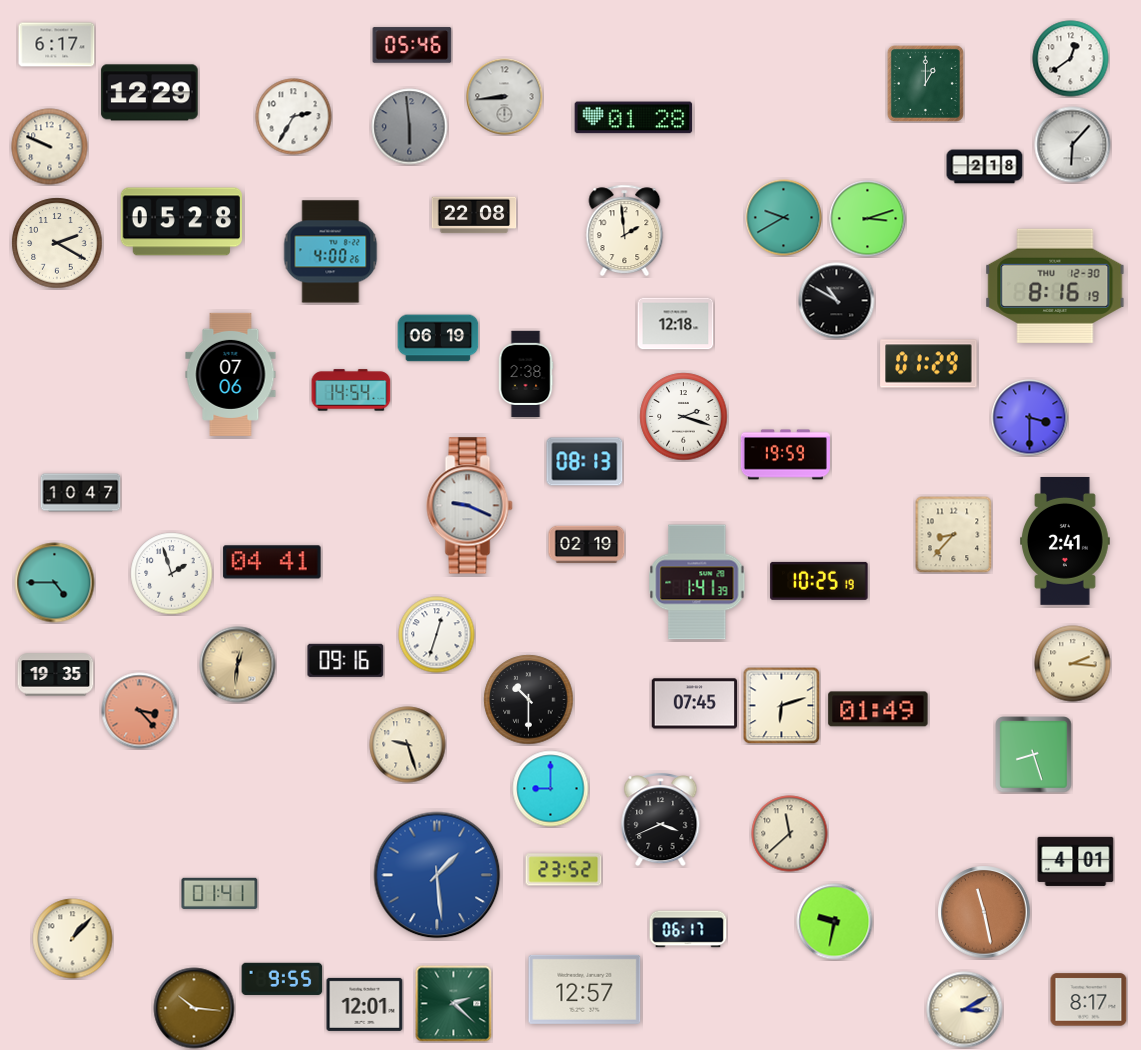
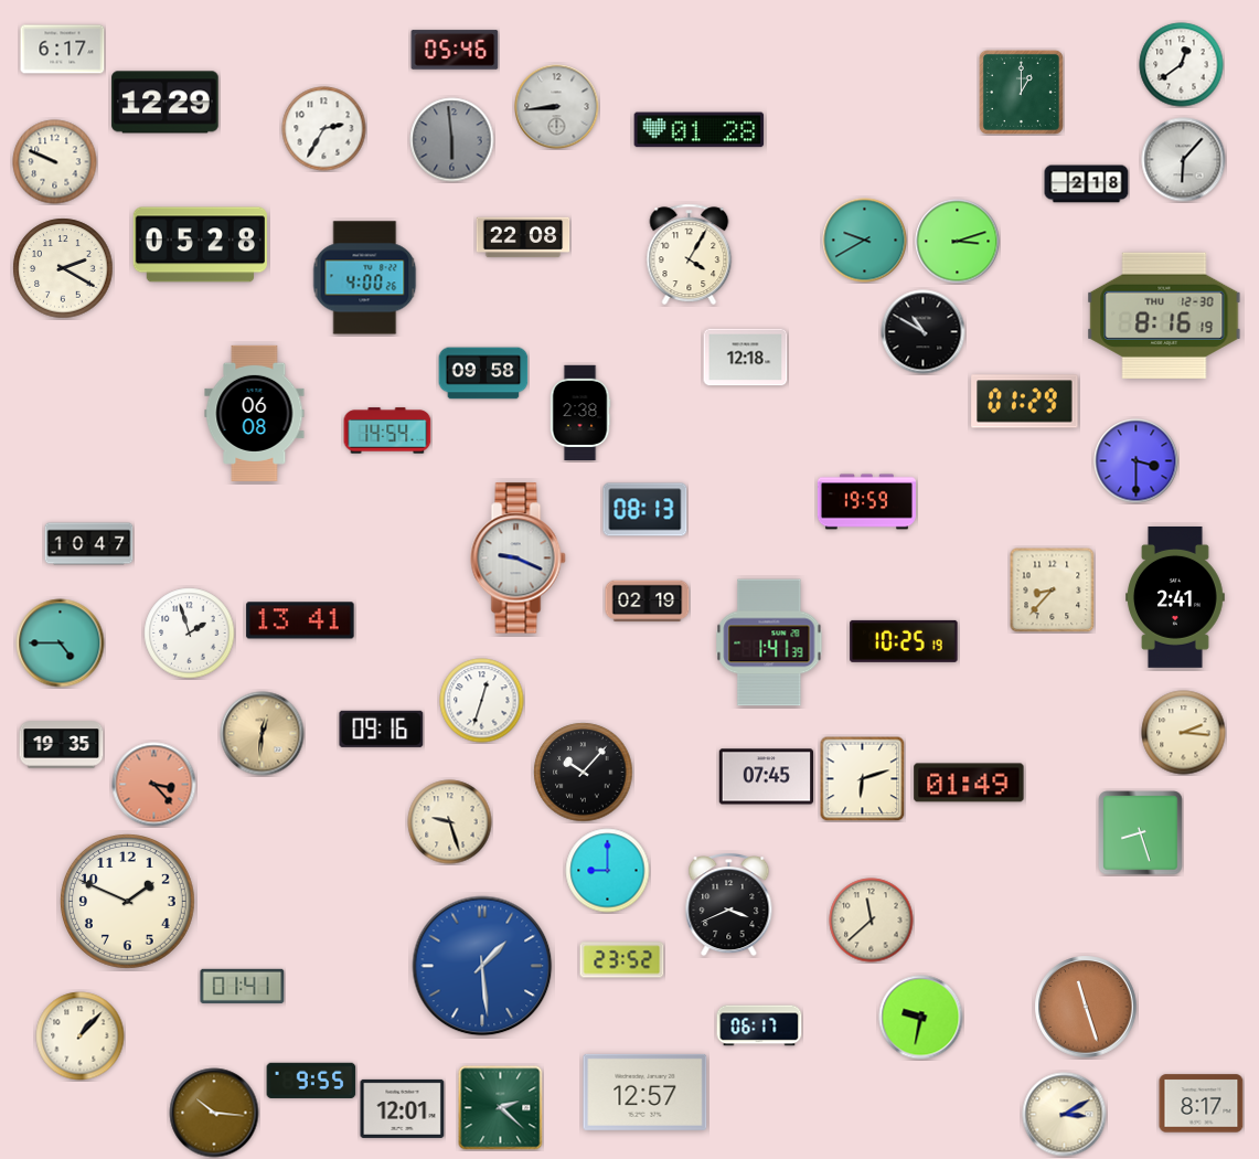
clock at (625, 231): 1:59 -> 4:05
clock at (438, 338): 06:19 -> 09:58
clock at (231, 374): 07:06 -> 06:08
clock at (684, 417): 2:18 -> none
clock at (272, 562): 04:41 -> 13:41
clock at (529, 700): 10:30 -> 10:07
clock at (128, 902): none -> 1:49
clock at (1076, 861): 4:01 -> none
clock at (984, 912): 11:28 -> 11:27
